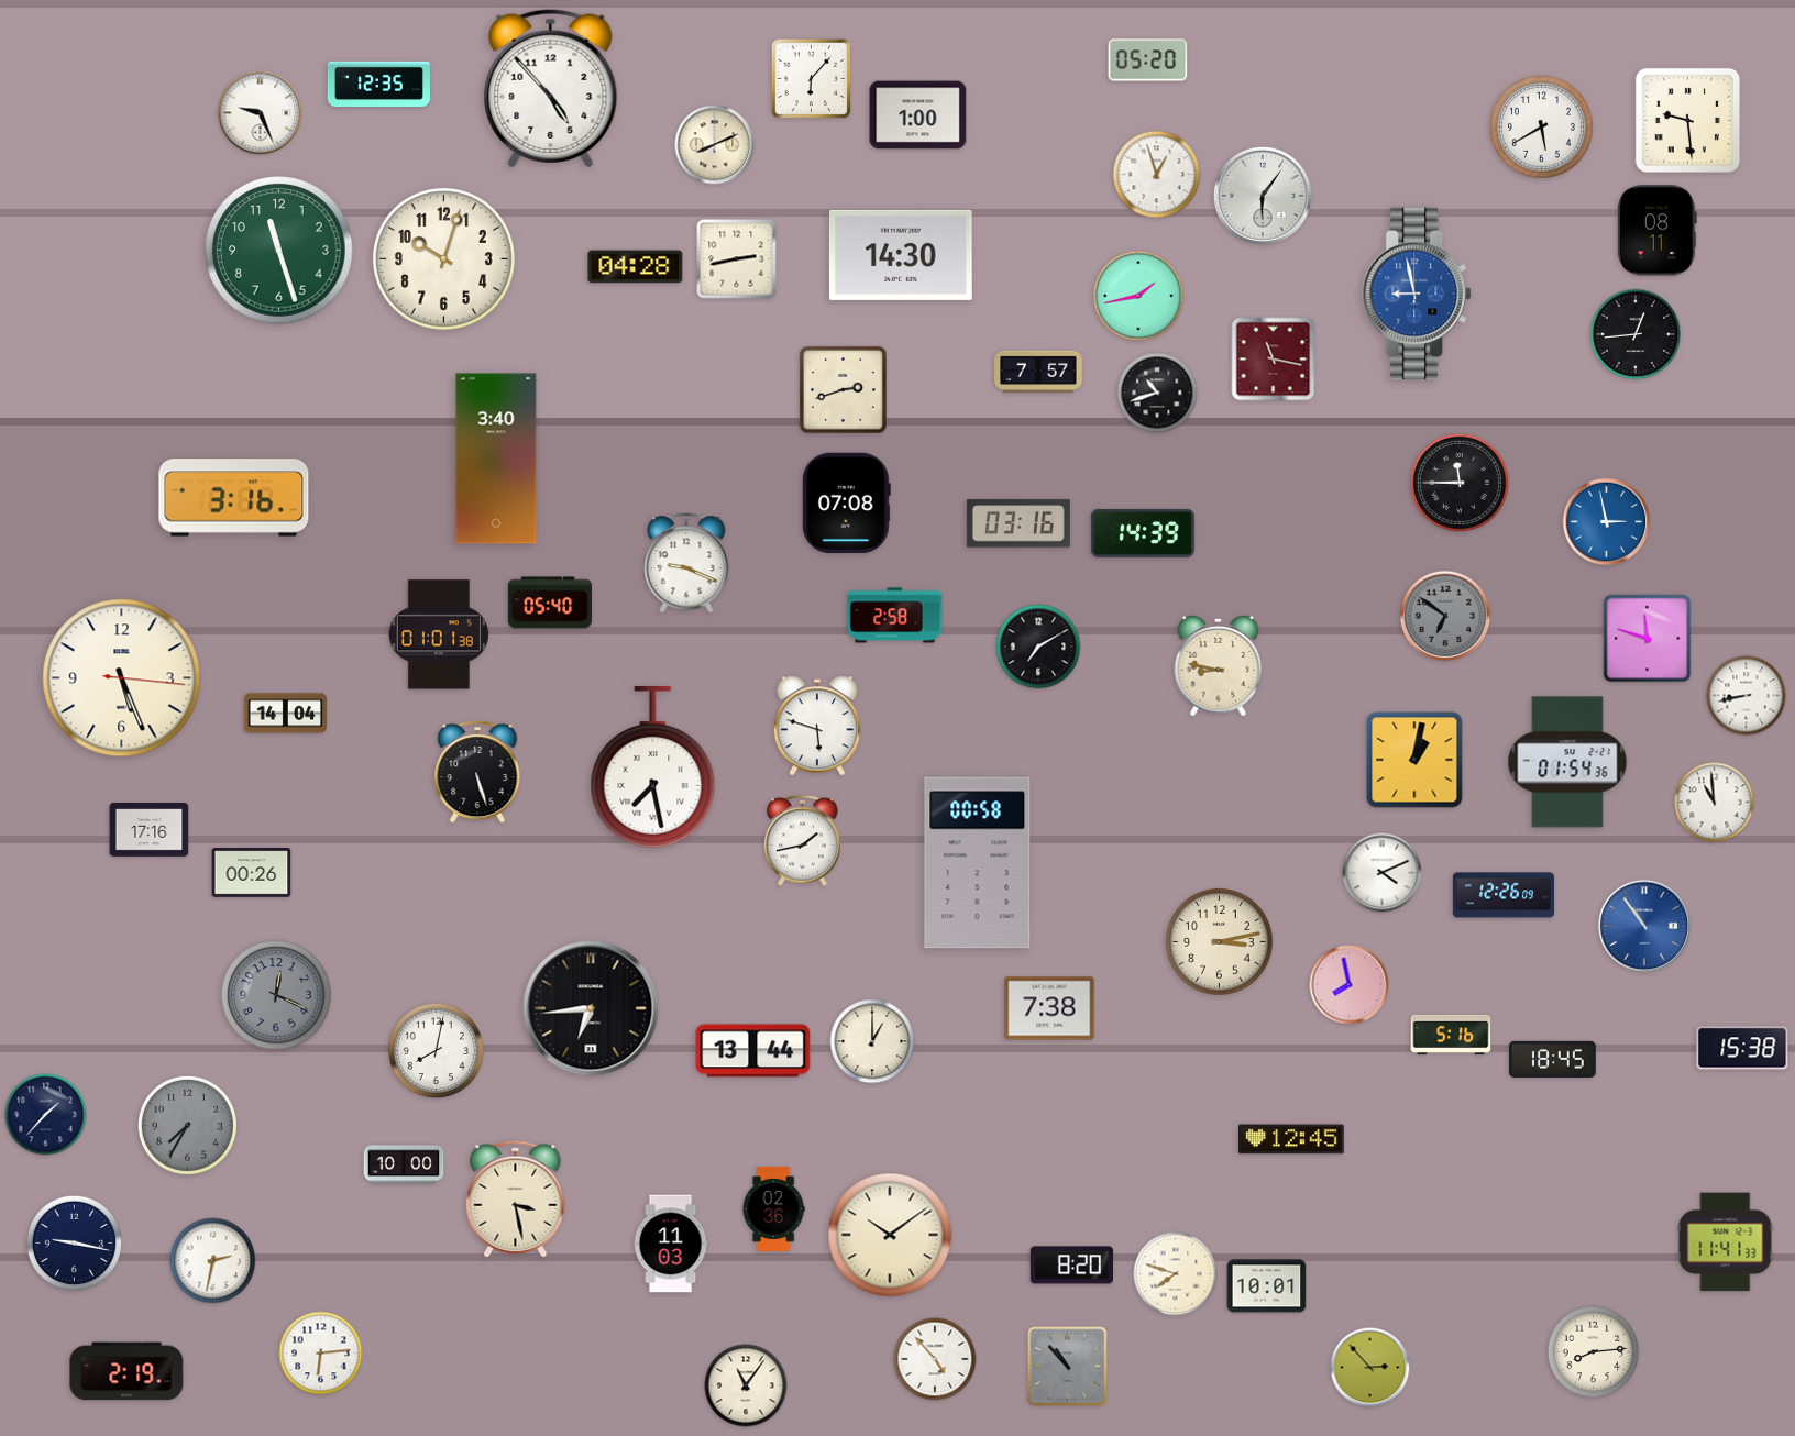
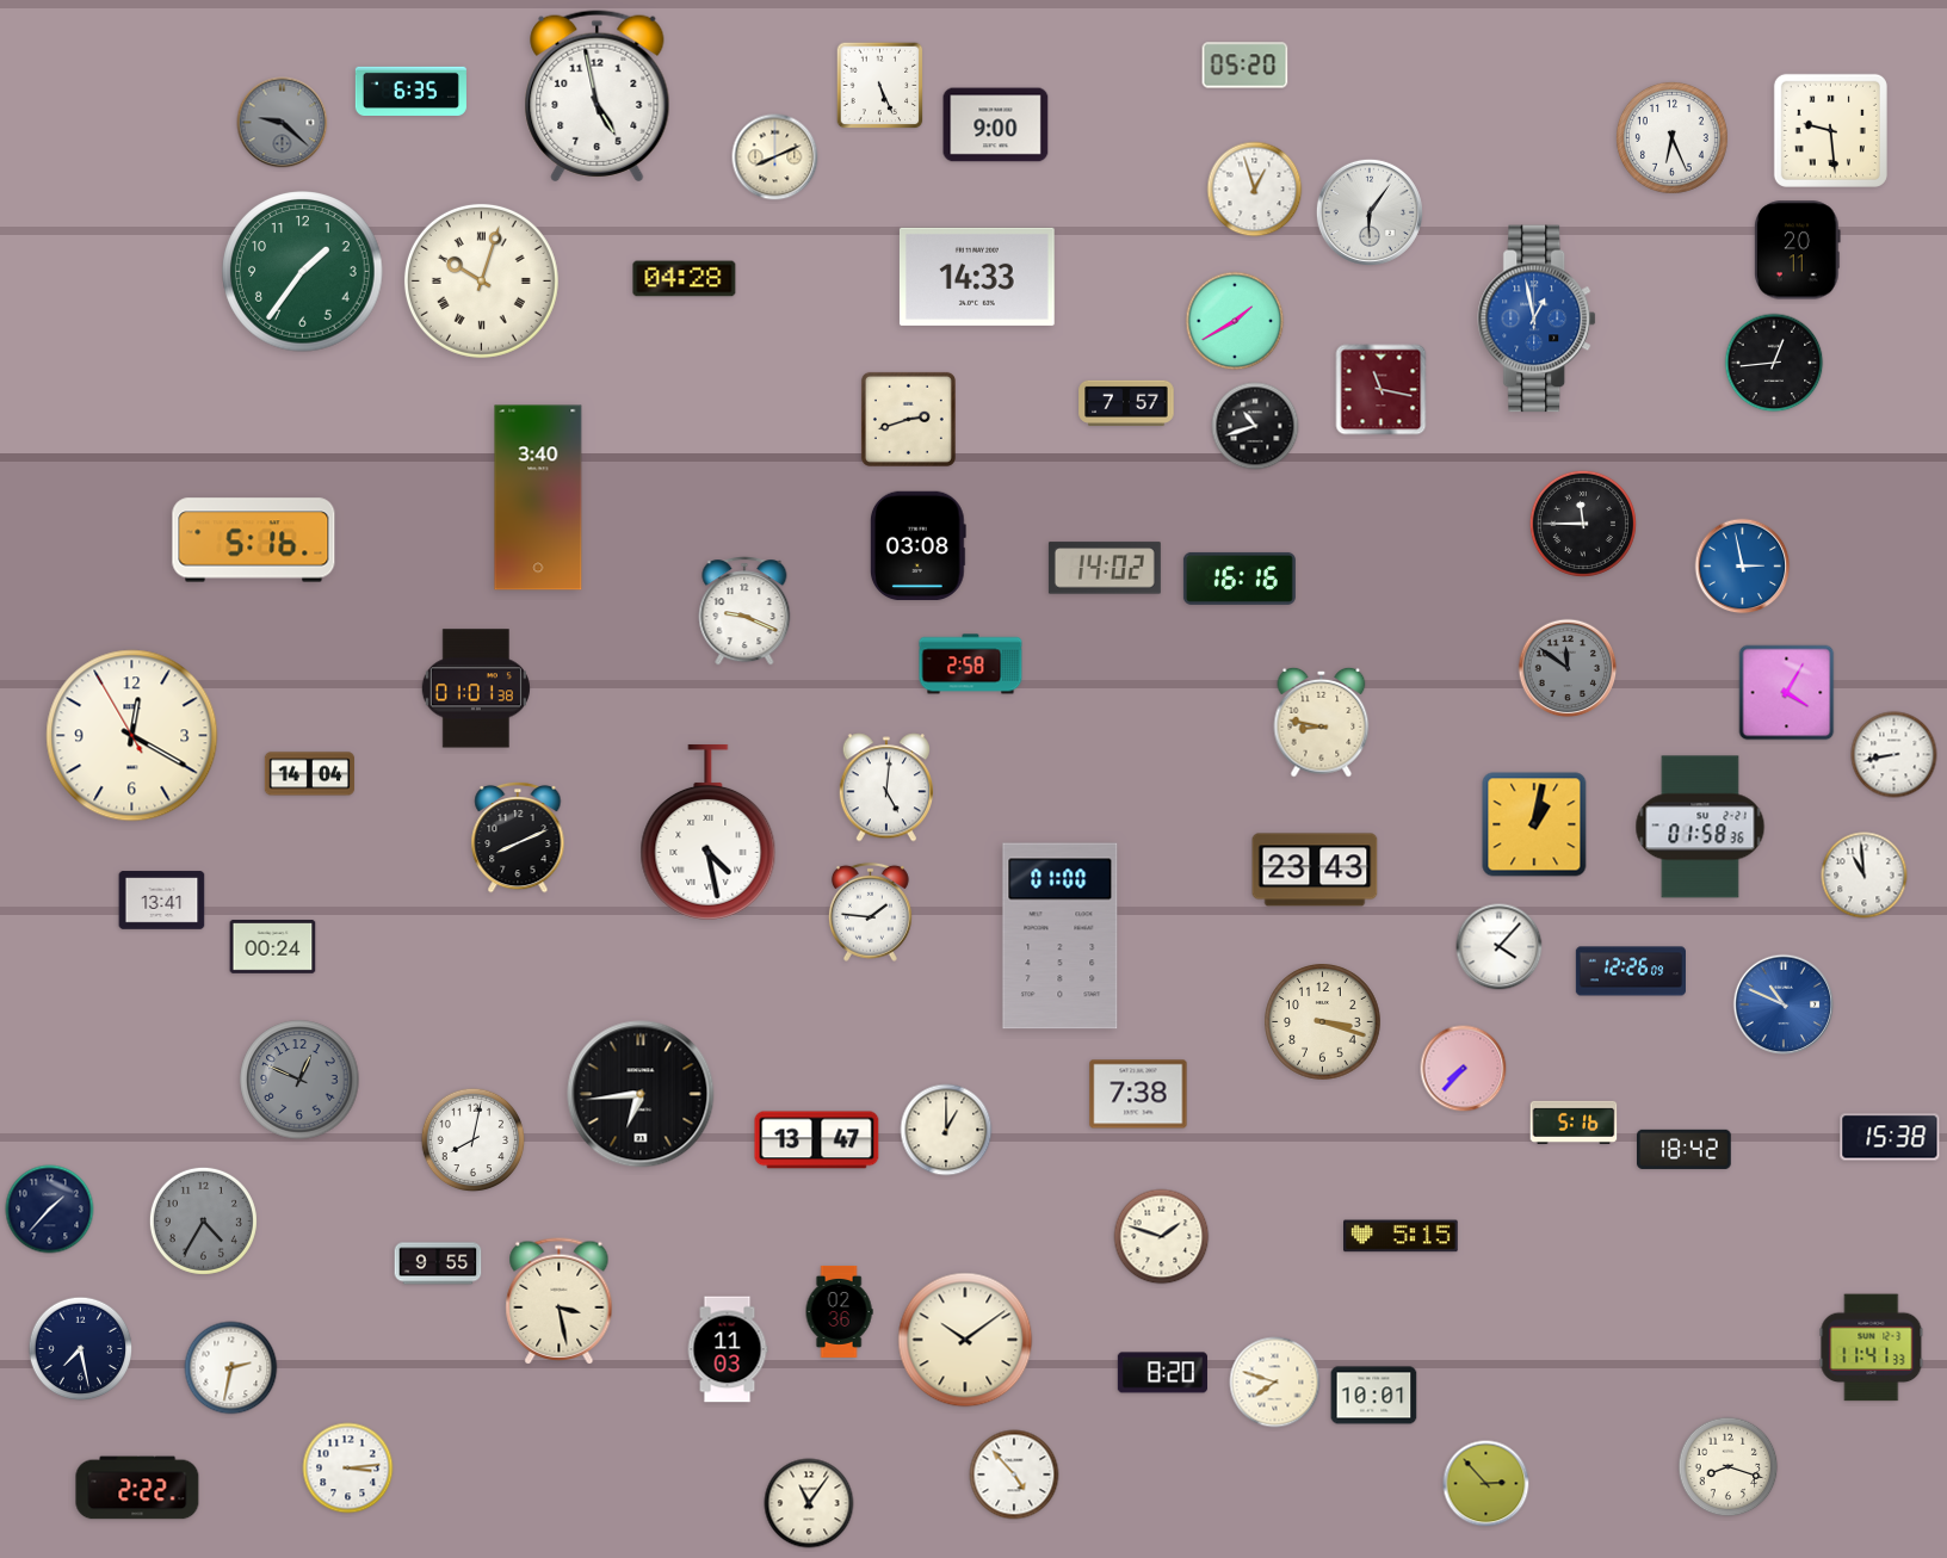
clock at (812, 79): 6:07 -> 5:26
clock at (378, 84): 12:35 -> 6:35
clock at (551, 89): 4:53 -> 4:58
clock at (261, 113): 9:26 -> 9:22
clock at (261, 113) dial: white -> grey
clock at (918, 115): 1:00 -> 9:00
clock at (1541, 126): 5:40 -> 6:26
clock at (1658, 231): 08:11 -> 20:11
clock at (279, 251): 11:27 -> 1:36
clock at (901, 255): 14:30 -> 14:33
clock at (443, 258) numerals: Arabic -> Roman
clock at (737, 259): 2:43 -> none
clock at (636, 267) position: (636, 267) -> (685, 279)
clock at (1418, 294): 8:58 -> 12:58
clock at (1138, 296): 1:43 -> 1:40
clock at (843, 389) position: (843, 389) -> (908, 419)
clock at (234, 498): 3:16 -> 5:16
clock at (846, 504): 07:08 -> 03:08
clock at (1018, 523): 03:16 -> 14:02
clock at (1143, 533): 14:39 -> 16:16
clock at (550, 603): 05:40 -> none
clock at (895, 616) position: (895, 616) -> (971, 664)
clock at (1445, 616): 6:51 -> 11:51
clock at (1648, 639): 11:48 -> 4:05
clock at (1038, 647): 7:10 -> none
clock at (122, 678): 5:26 -> 12:19
clock at (816, 726): 5:48 -> 5:01
clock at (1567, 762): 01:54 -> 01:58
clock at (653, 766): 7:28 -> 4:28
clock at (477, 772): 5:27 -> 8:11
clock at (1315, 870): none -> 23:43
clock at (1715, 803) position: (1715, 803) -> (1865, 876)
clock at (150, 830): 17:16 -> 13:41
clock at (802, 840): 1:43 -> 1:46
clock at (978, 863): 00:58 -> 01:00
clock at (252, 873): 00:26 -> 00:24
clock at (1383, 873): 4:11 -> 4:07
clock at (1644, 926): 10:54 -> 10:49
clock at (1220, 942): 3:13 -> 3:18
clock at (1350, 985): 7:58 -> 7:37
clock at (276, 995): 12:19 -> 12:49
clock at (753, 1051): 13:44 -> 13:47
clock at (1553, 1059): 18:45 -> 18:42
clock at (187, 1125): 7:35 -> 4:35
clock at (1292, 1139): 12:45 -> 5:15
clock at (1162, 1237): none -> 1:48
clock at (404, 1164): 10:00 -> 9:55
clock at (75, 1244): 9:17 -> 7:28
clock at (1594, 1352): 8:14 -> 8:18
clock at (321, 1354): 6:14 -> 3:14
clock at (1068, 1367): 10:53 -> none
clock at (126, 1371): 2:19 -> 2:22
